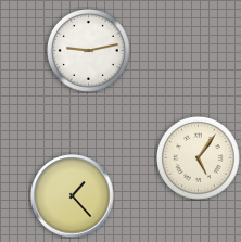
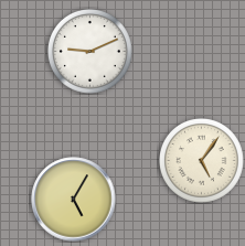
clock at (89, 51): 9:13 -> 9:11
clock at (73, 196): 1:23 -> 5:05
